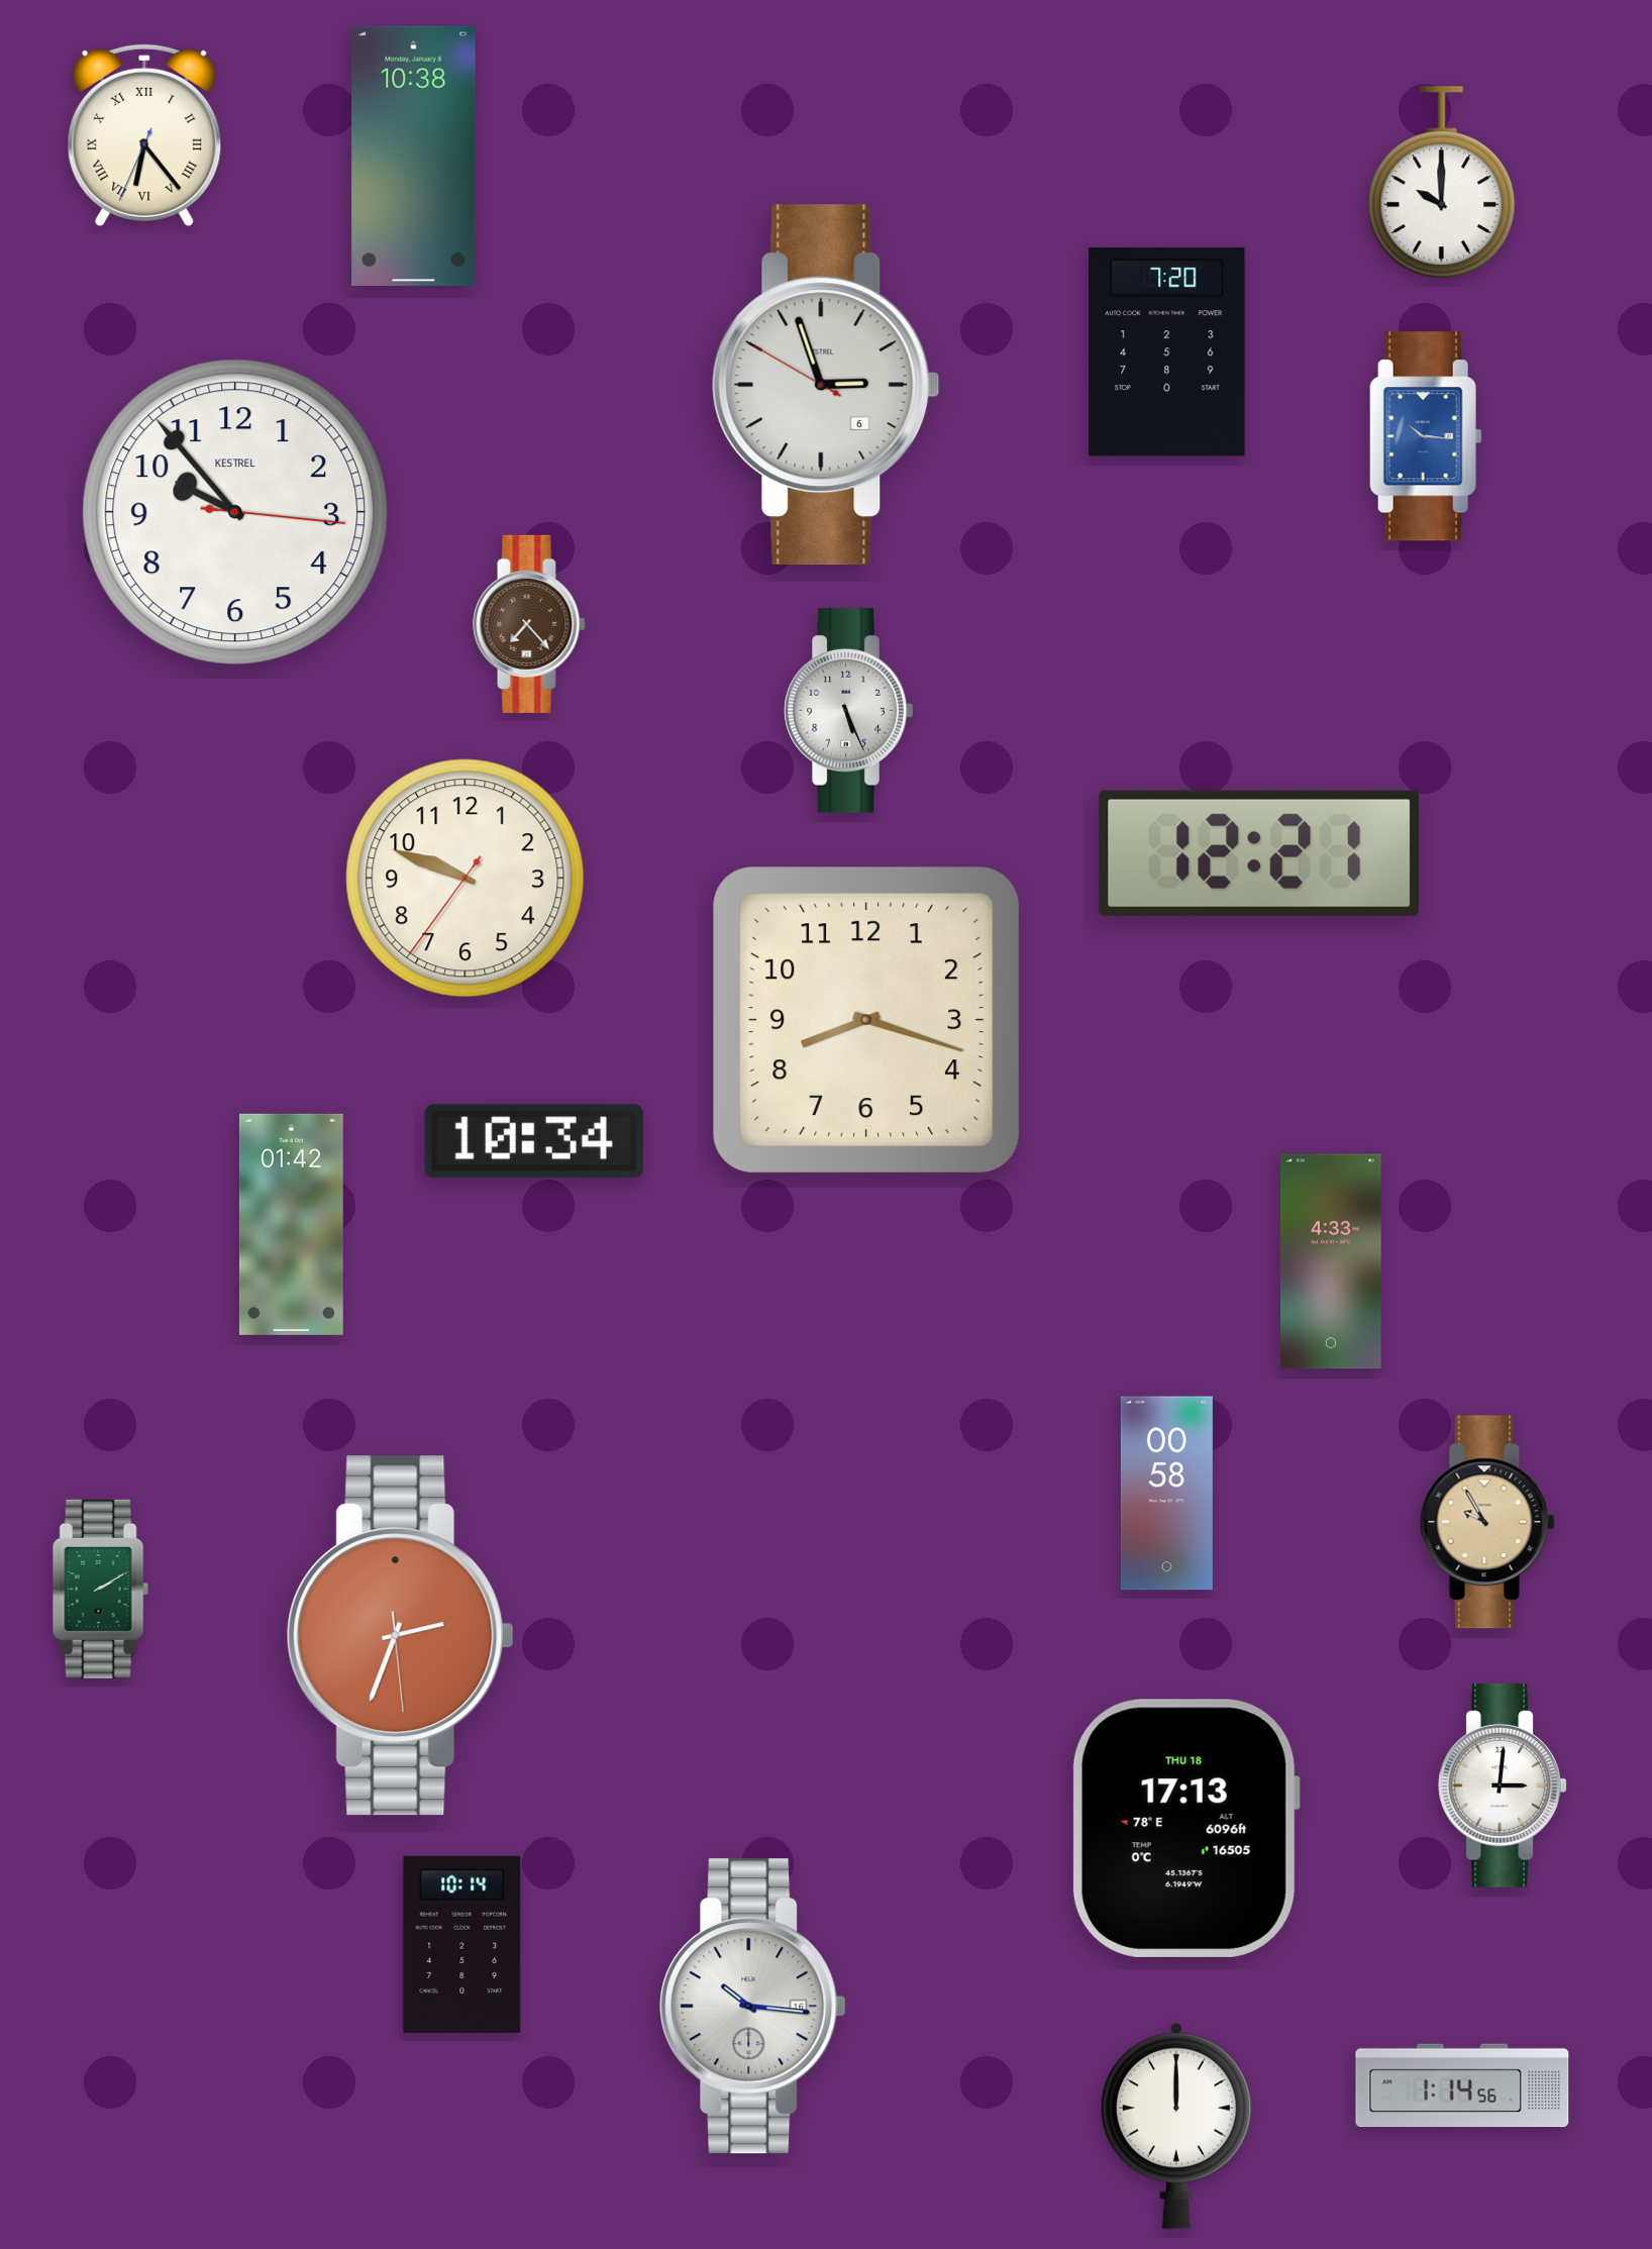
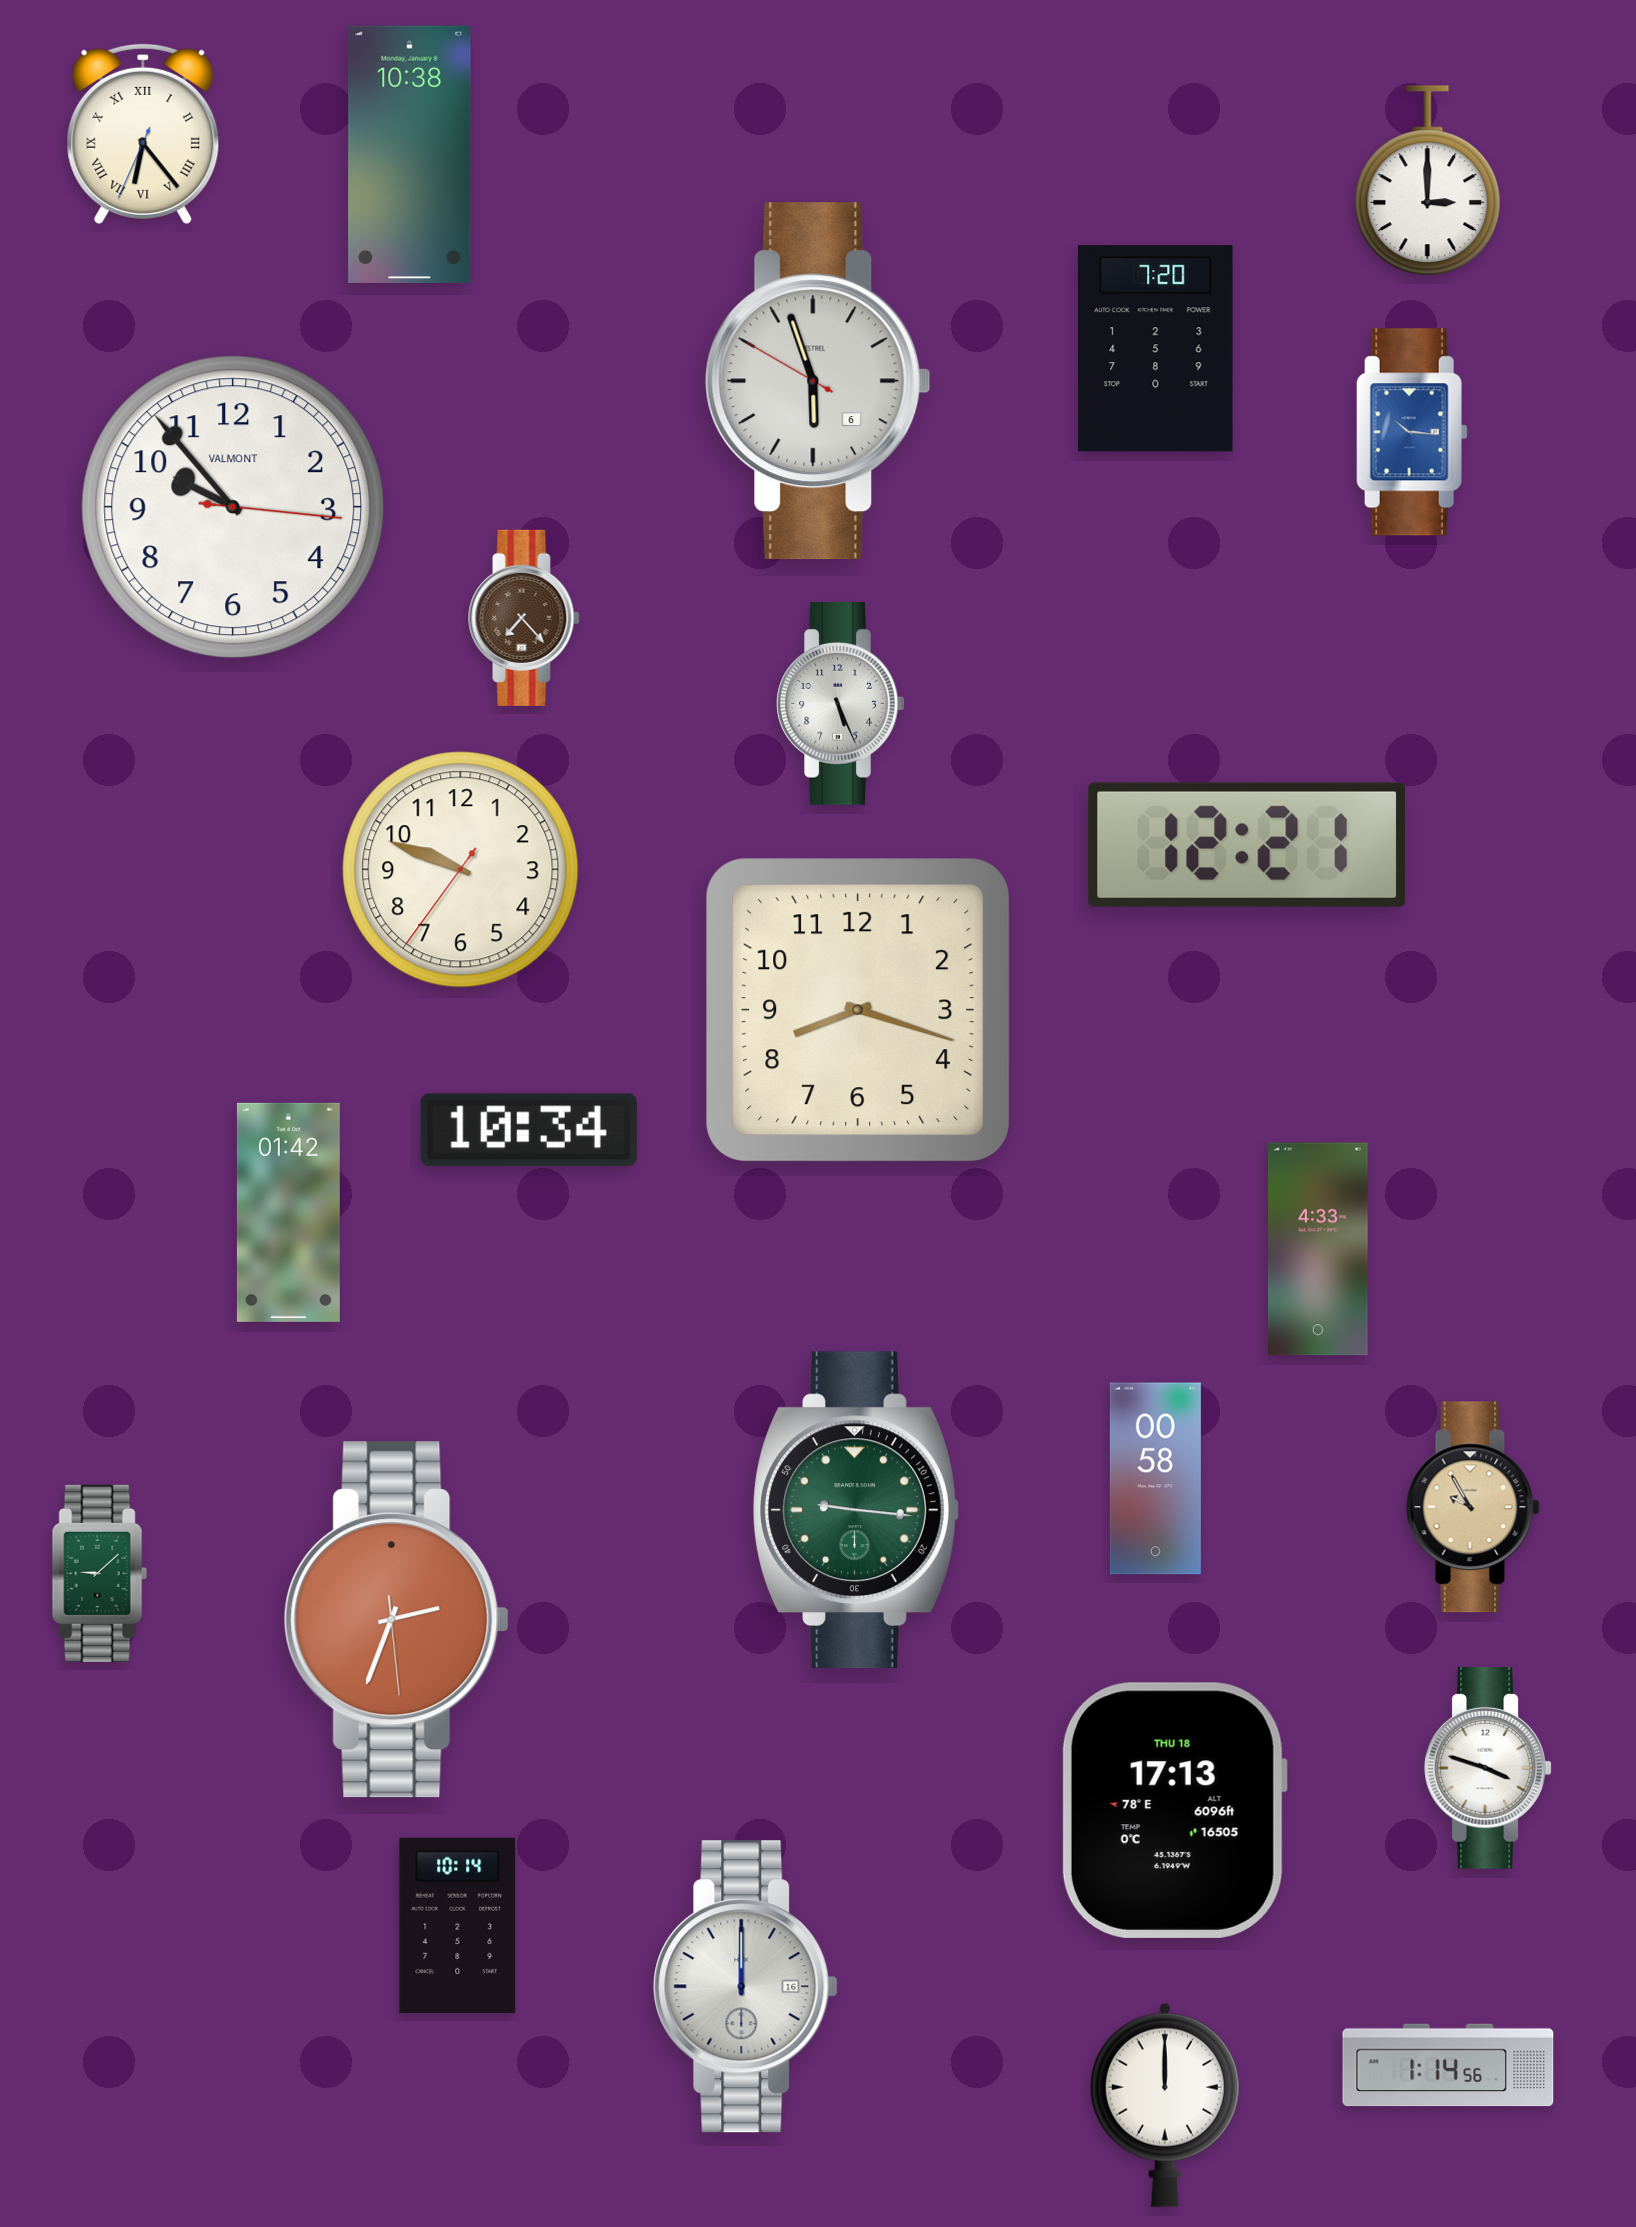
clock at (1442, 183): 10:00 -> 3:00
clock at (826, 385): 2:56 -> 5:56
clock at (235, 512) brand: KESTREL -> VALMONT
clock at (856, 1510): none -> 9:16
clock at (100, 1589): 2:10 -> 9:08
clock at (1503, 1785): 3:01 -> 3:48
clock at (753, 2007): 10:16 -> 12:00
